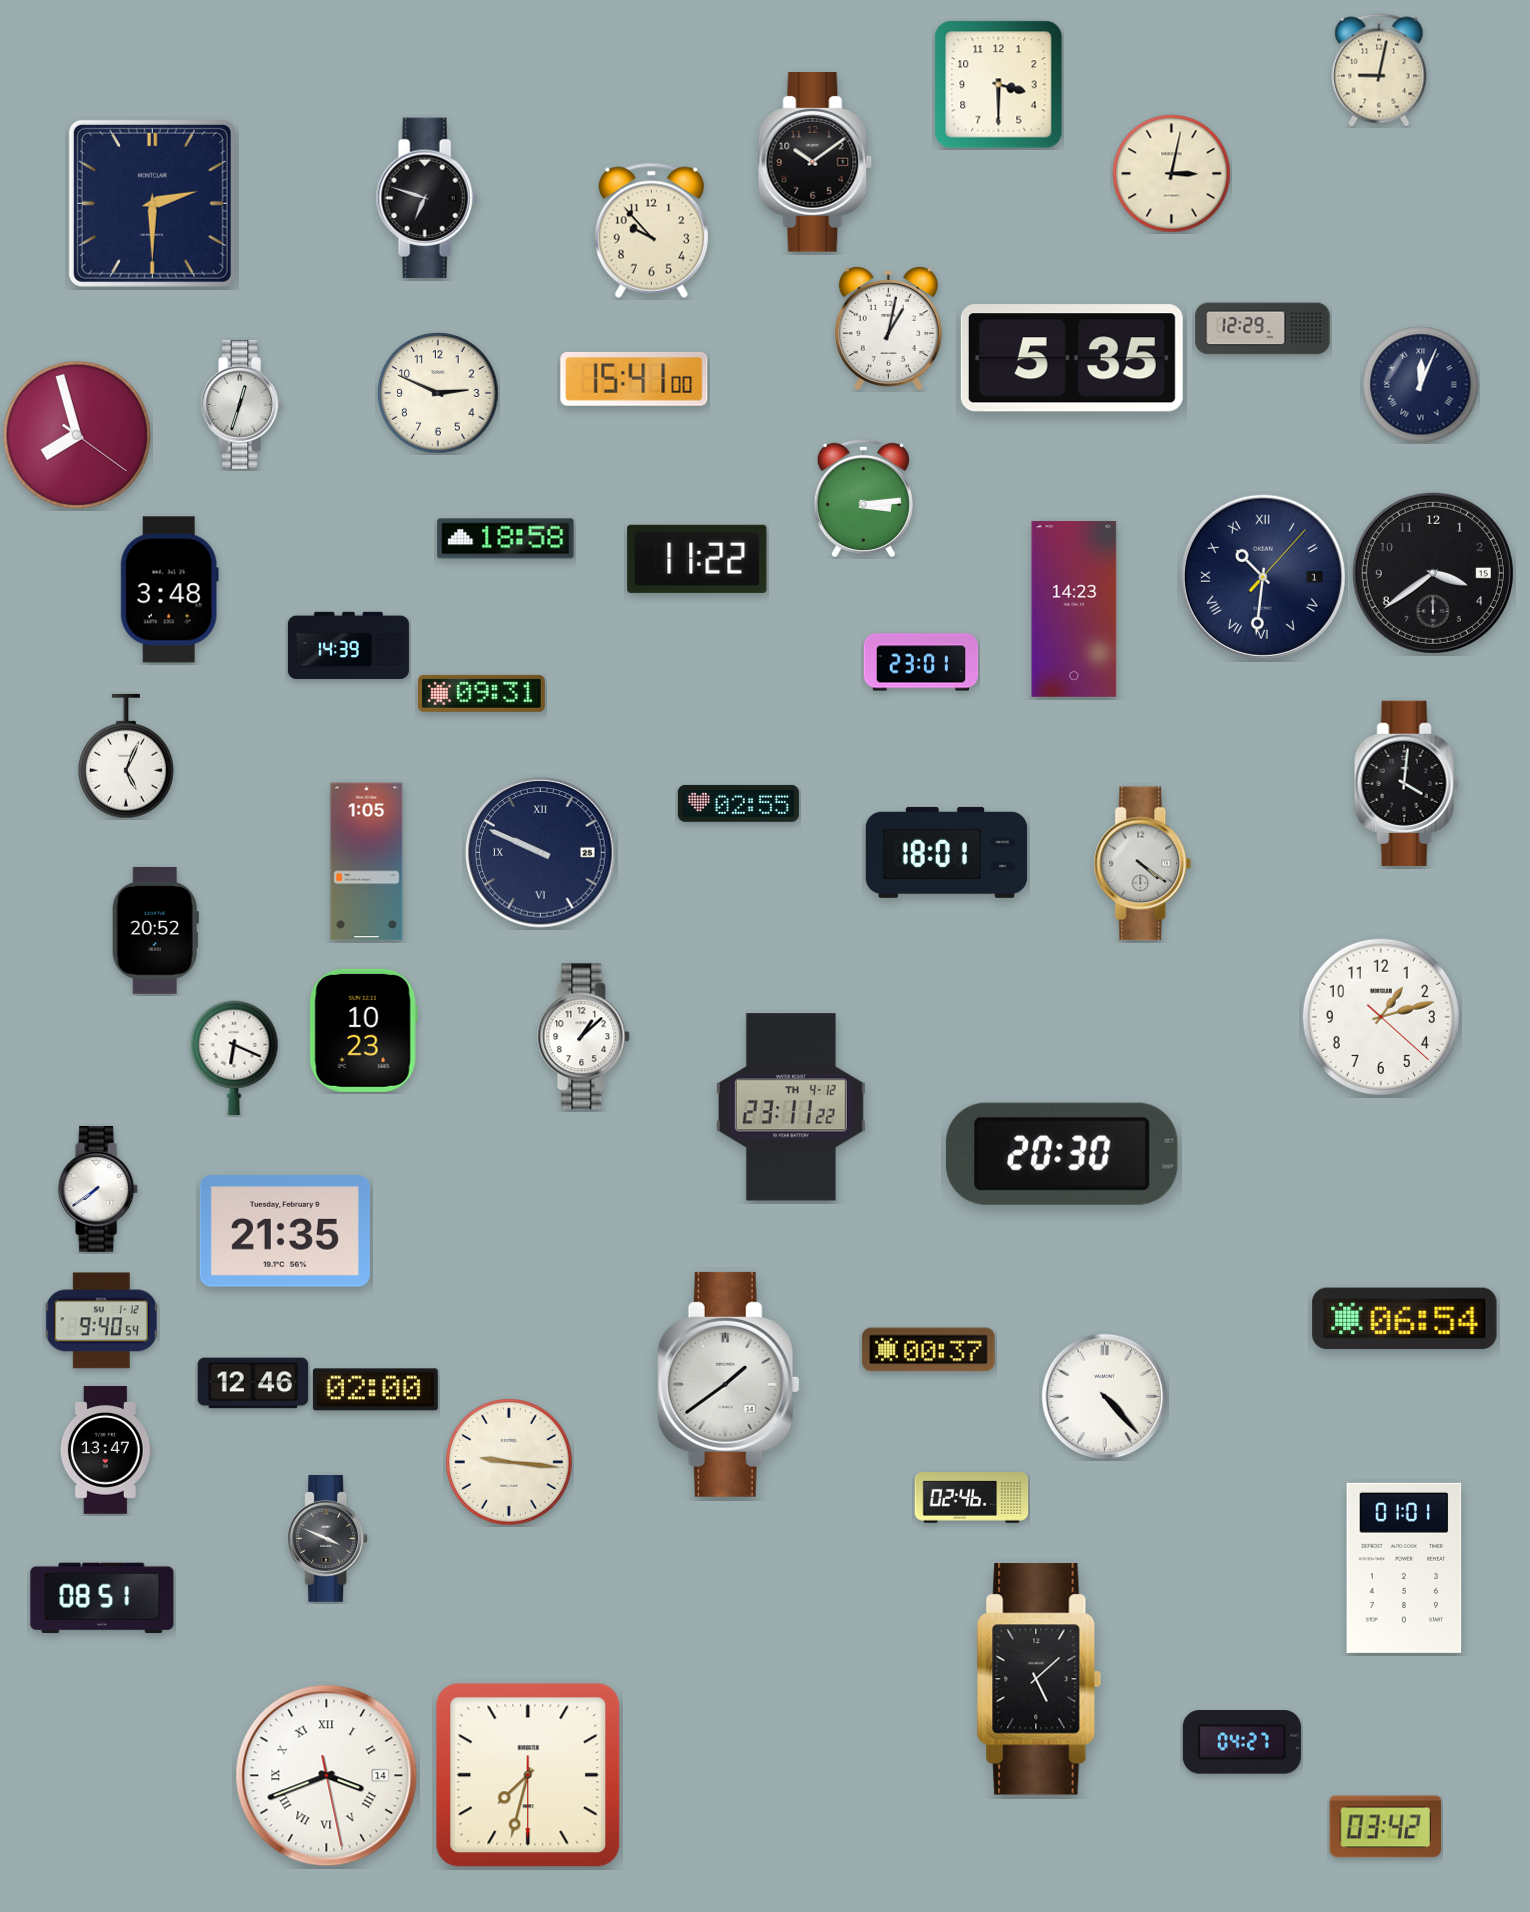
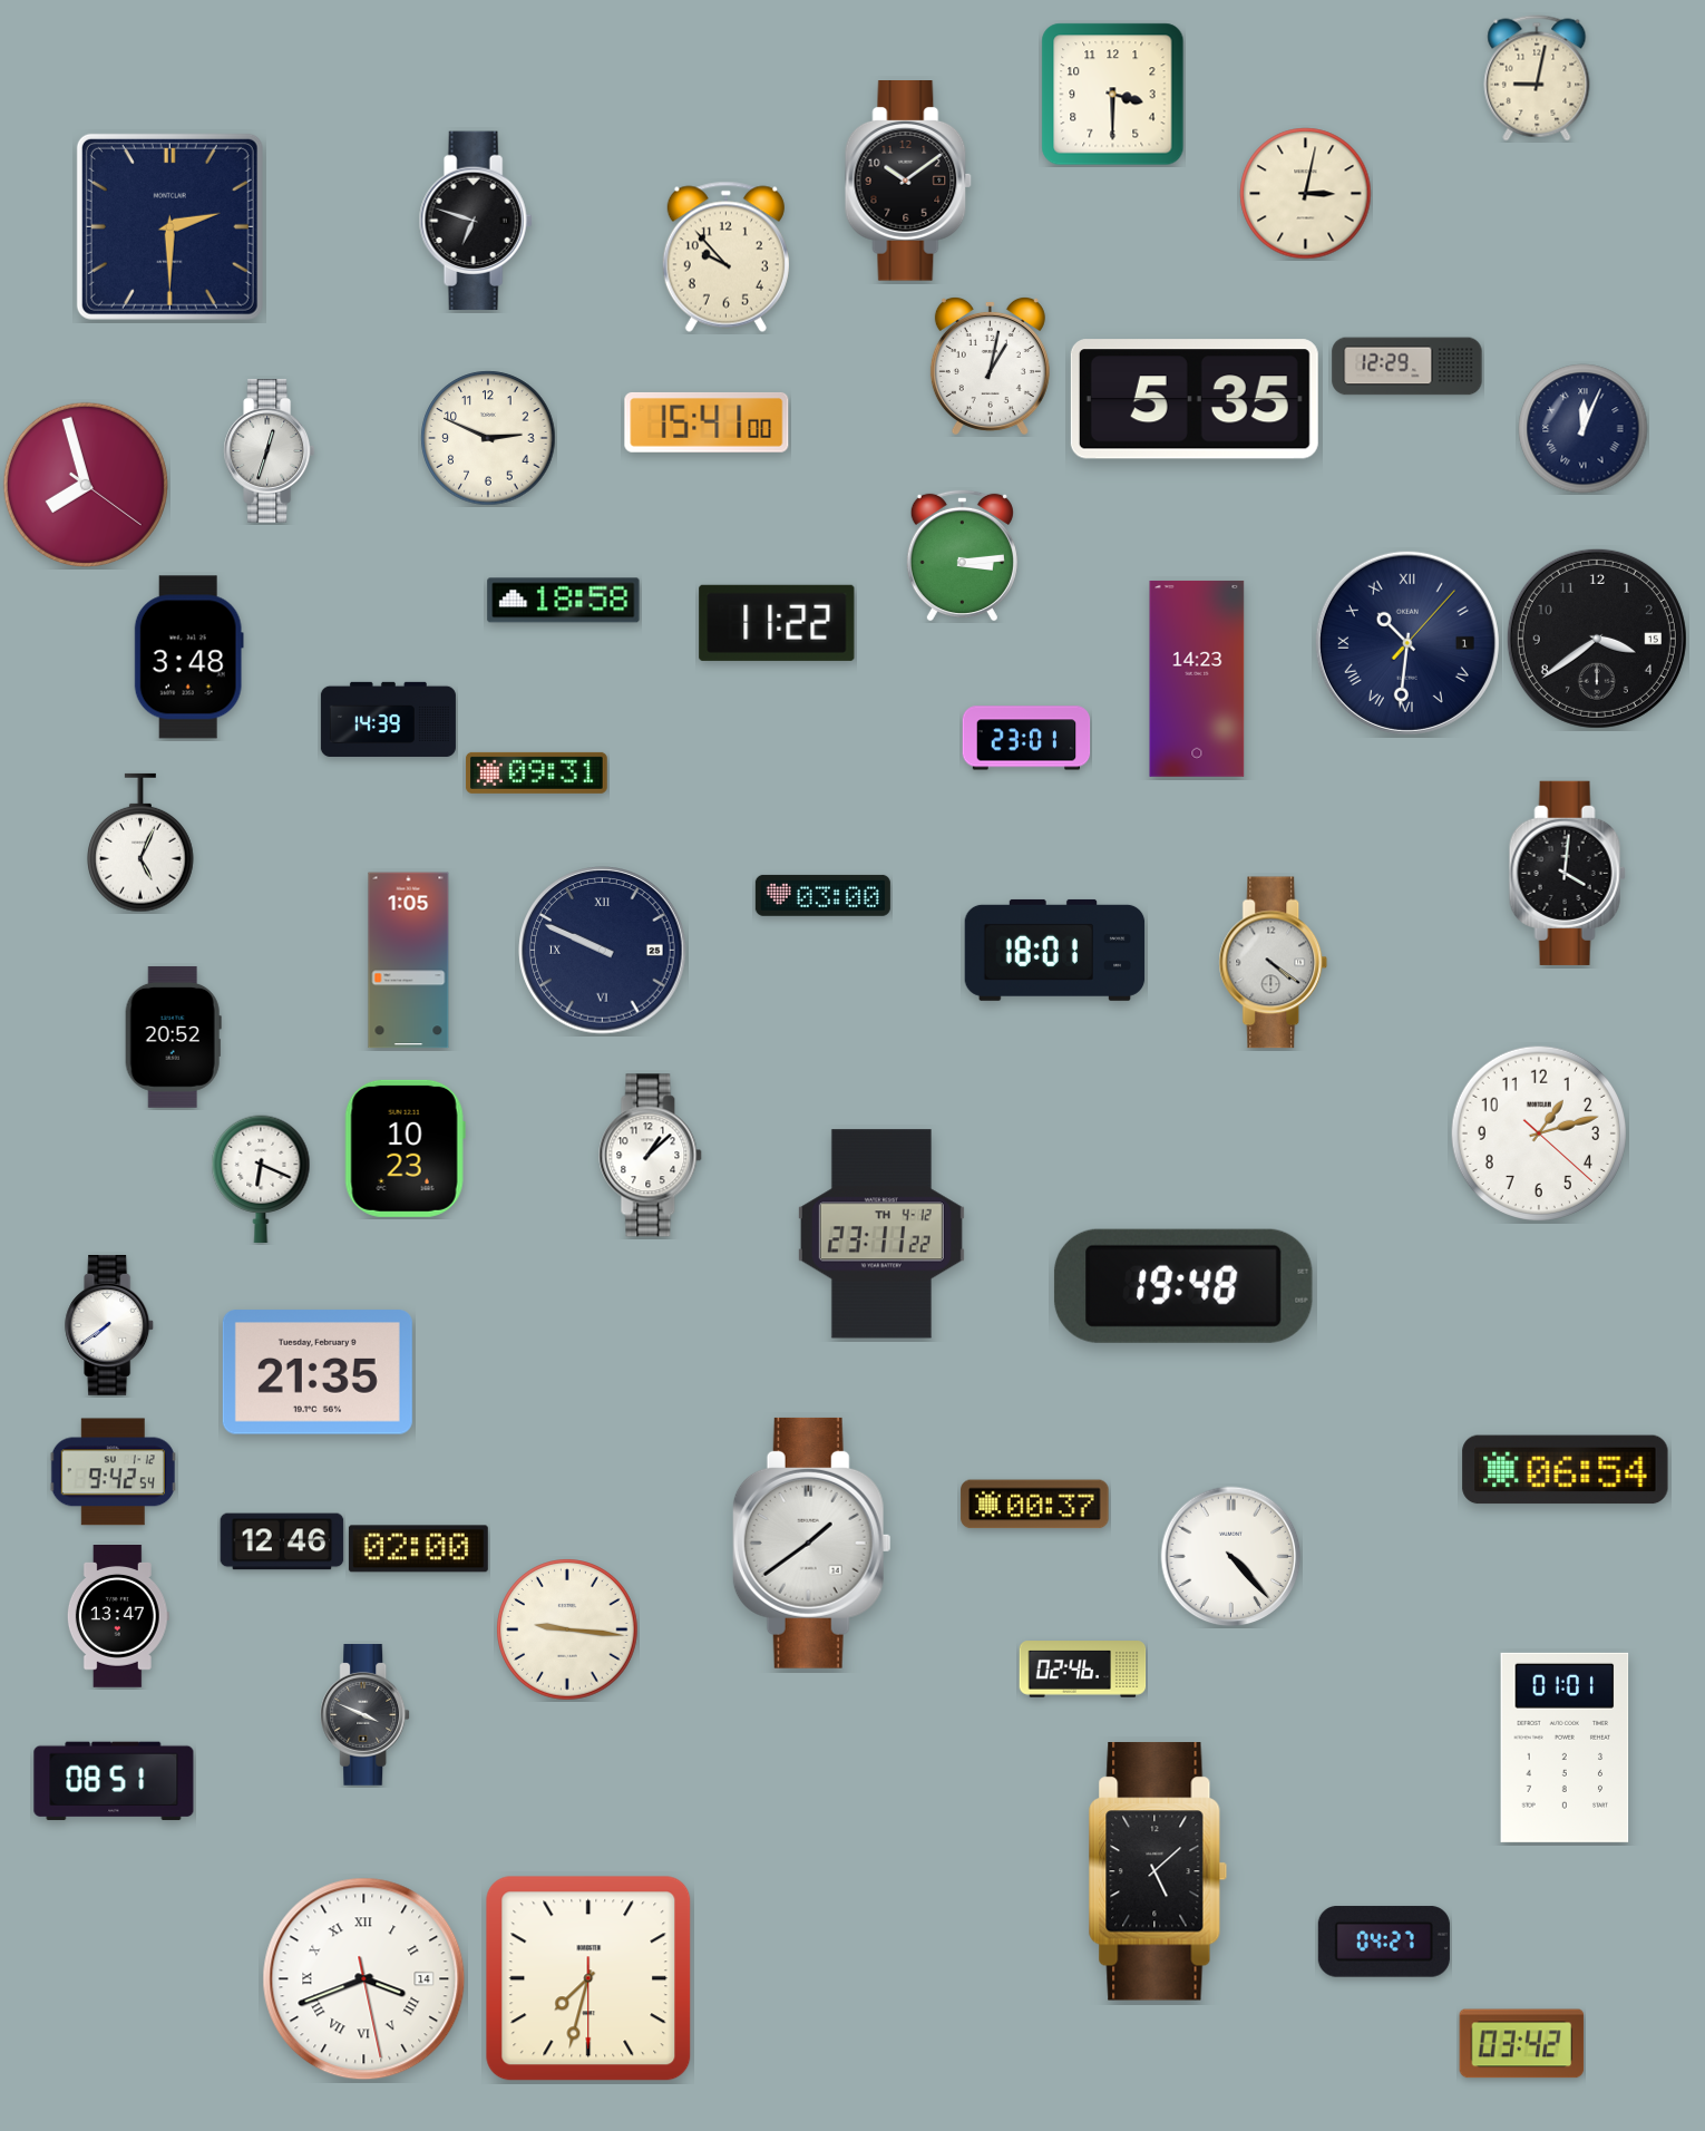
clock at (738, 803): 02:55 -> 03:00
clock at (1062, 1154): 20:30 -> 19:48
clock at (101, 1321): 9:40 -> 9:42
clock at (1386, 1827) position: (1386, 1827) -> (1522, 2044)
